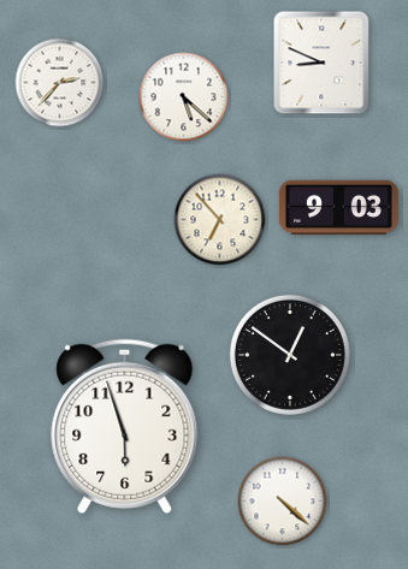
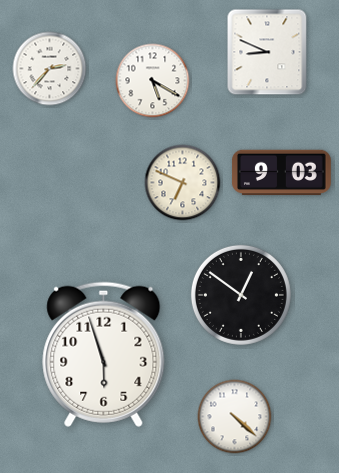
clock at (184, 97): 5:22 -> 5:20
clock at (220, 220): 6:53 -> 6:49
